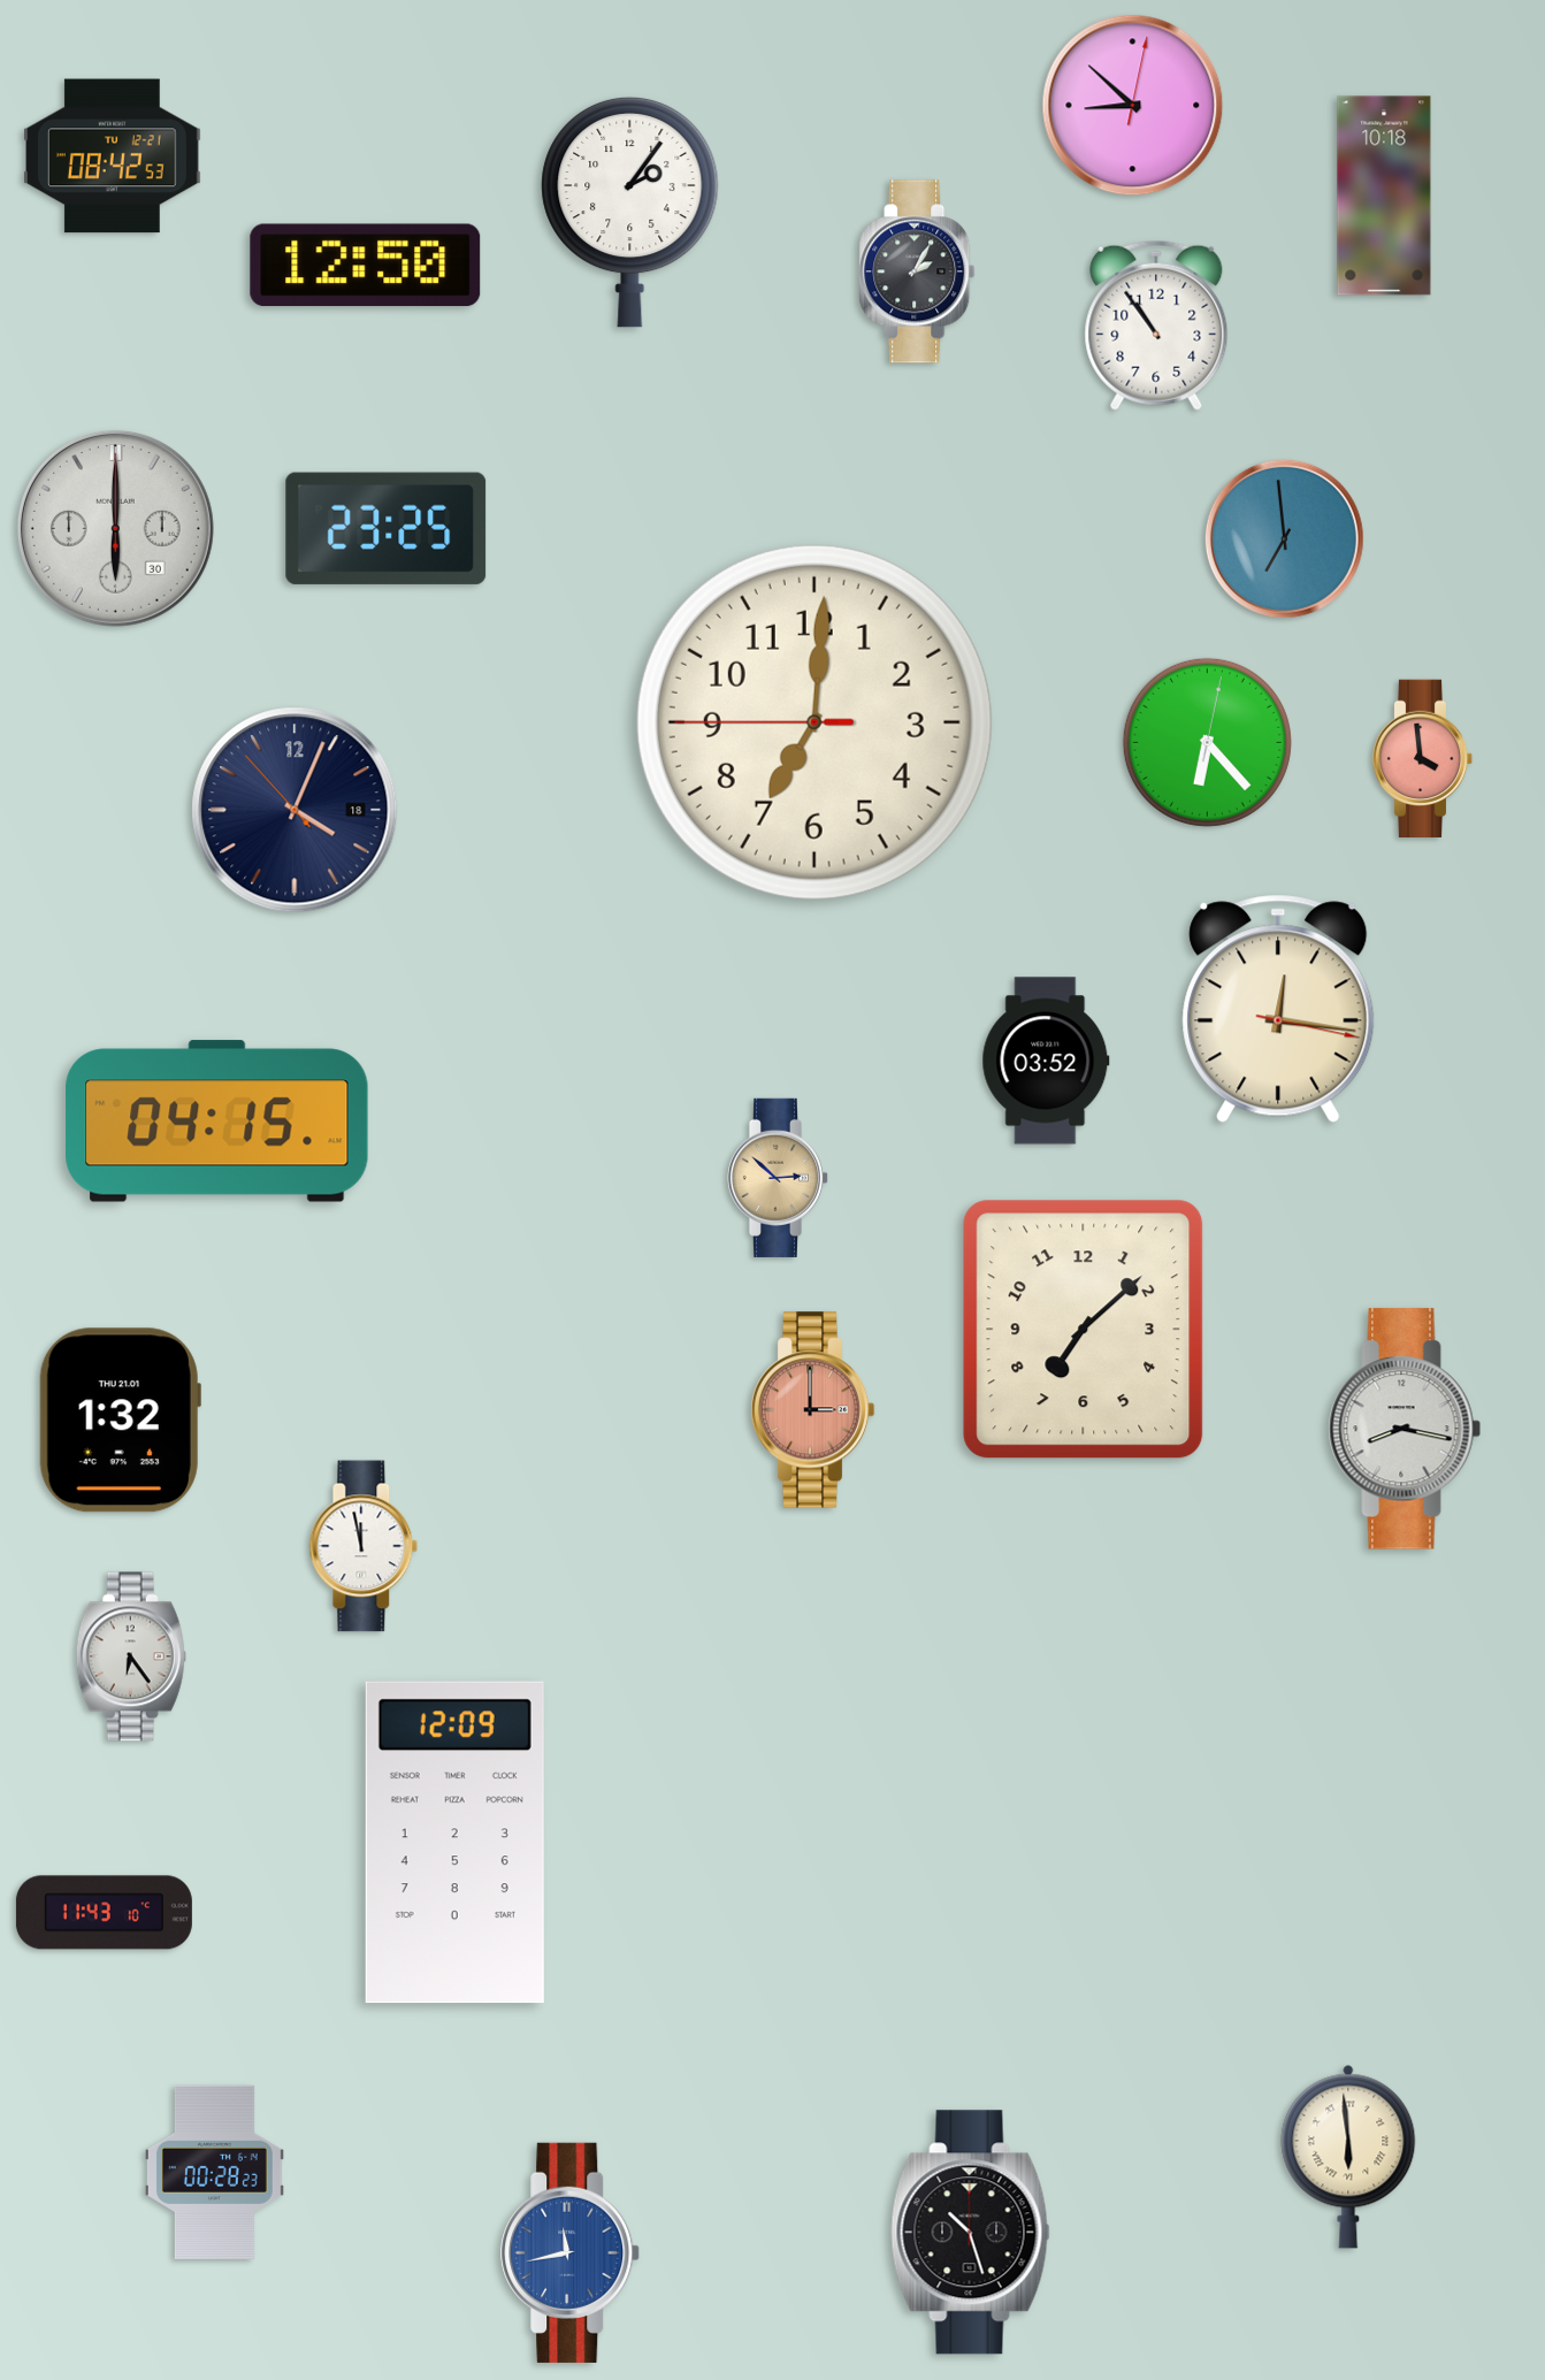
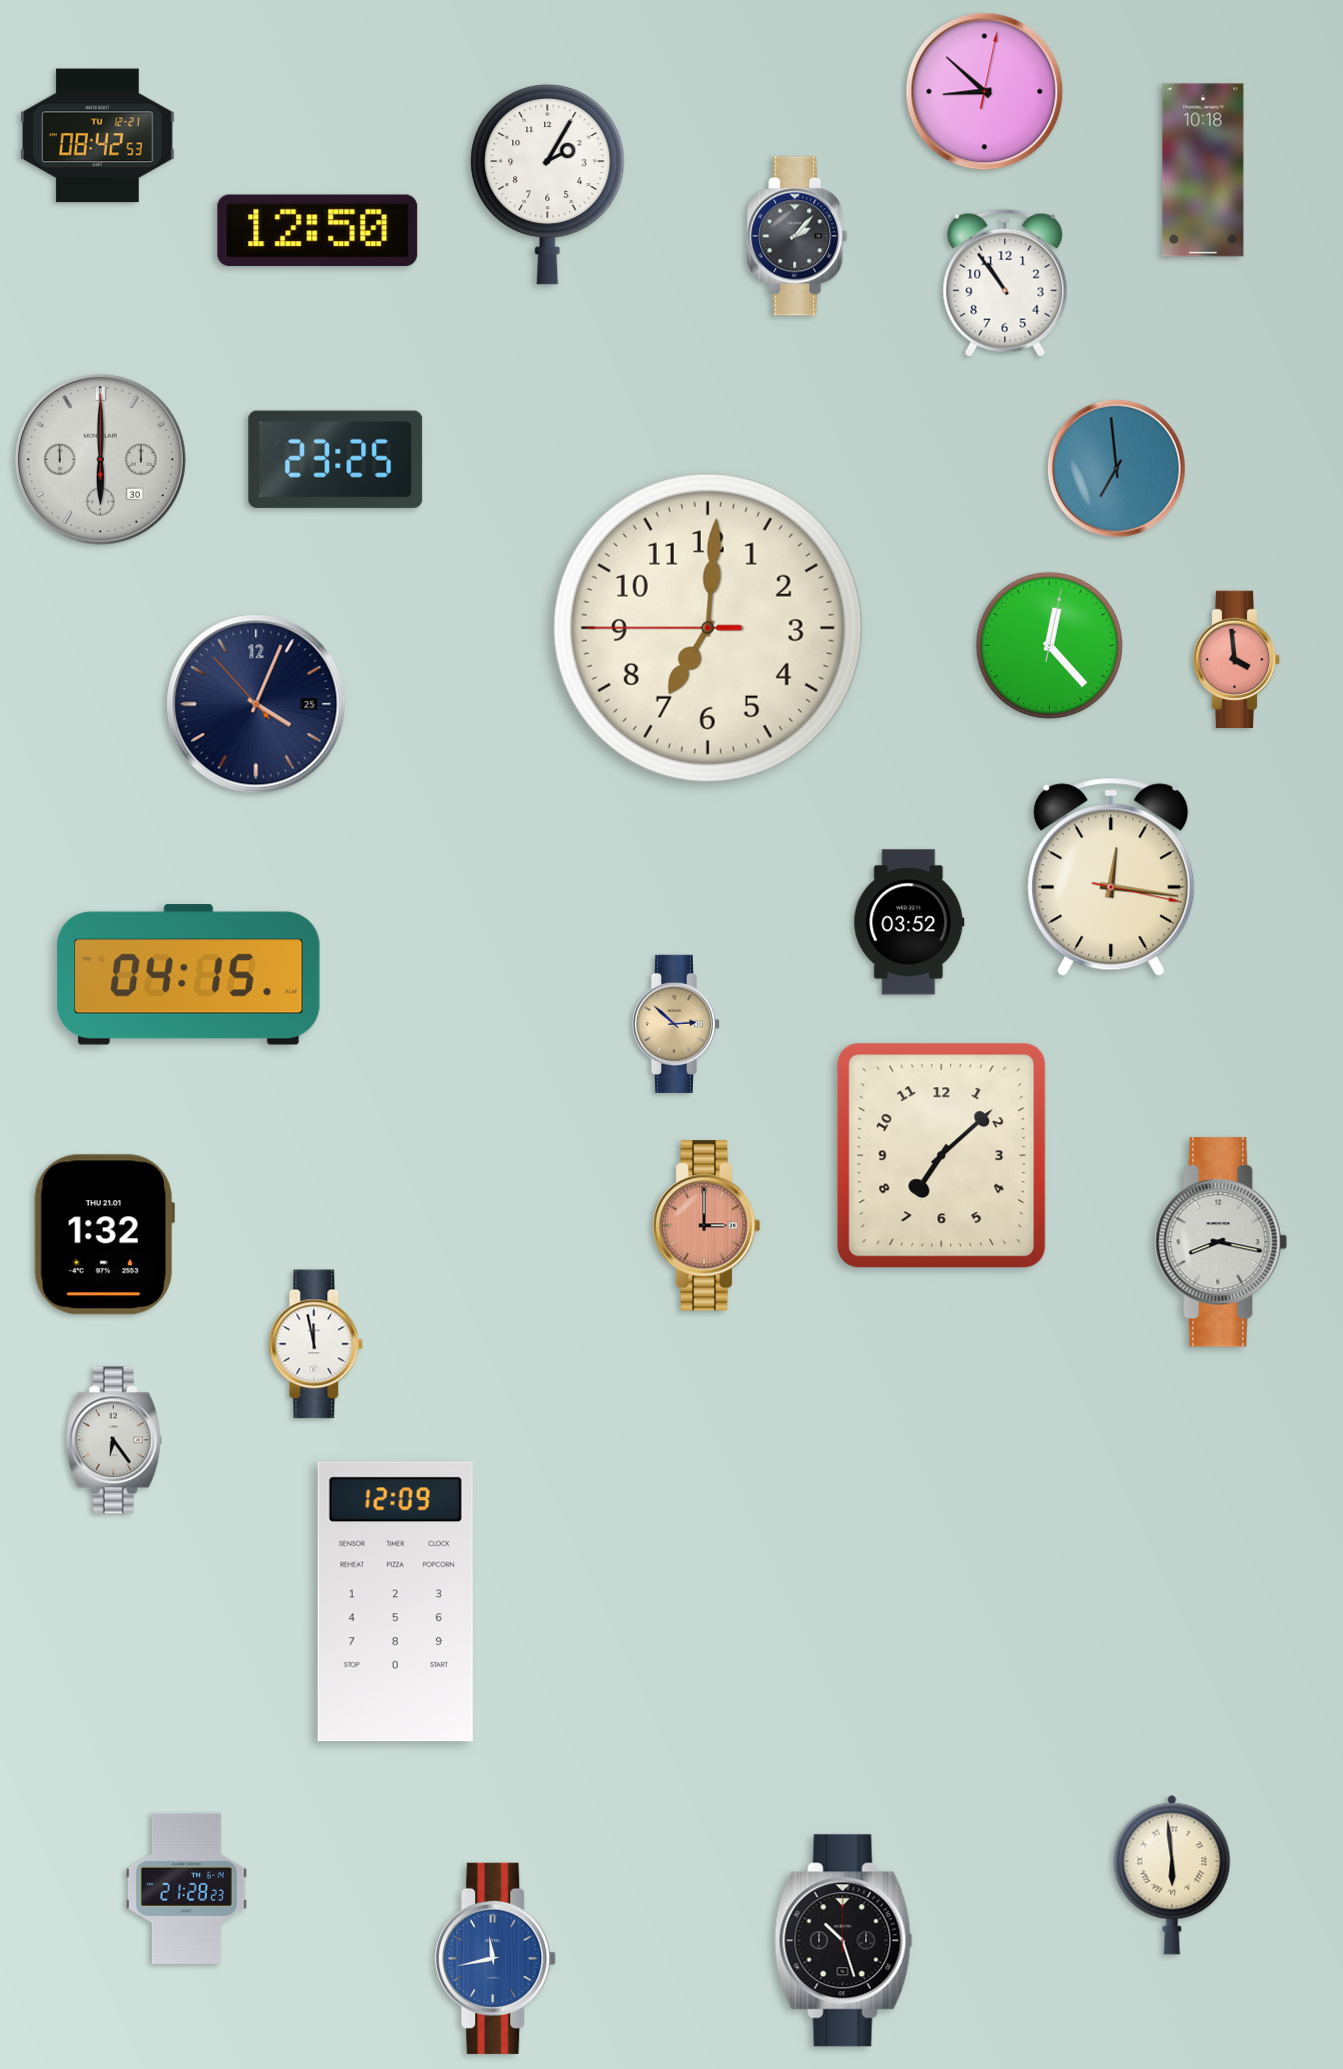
clock at (630, 212): 2:06 -> 2:05
clock at (917, 271): 2:05 -> 2:07
clock at (1207, 742): 6:23 -> 12:23
clock at (295, 810) date: 18 -> 25
clock at (104, 1913): 11:43 -> none
clock at (214, 2172): 00:28 -> 21:28
